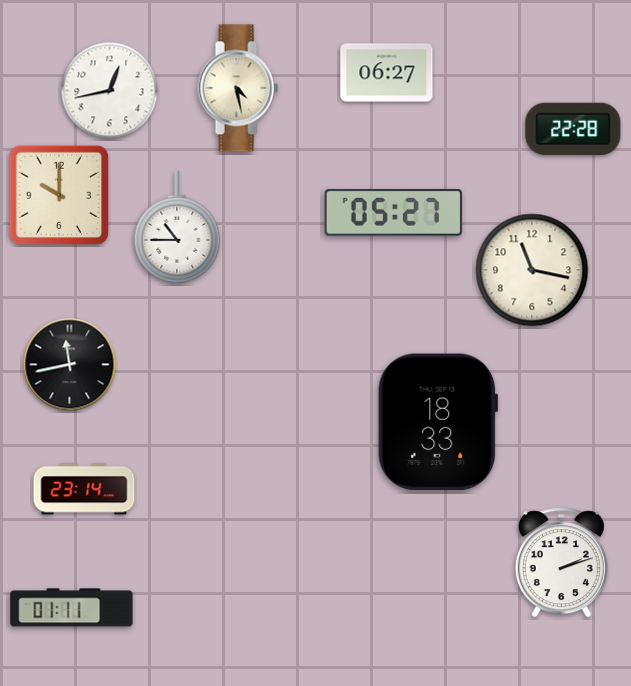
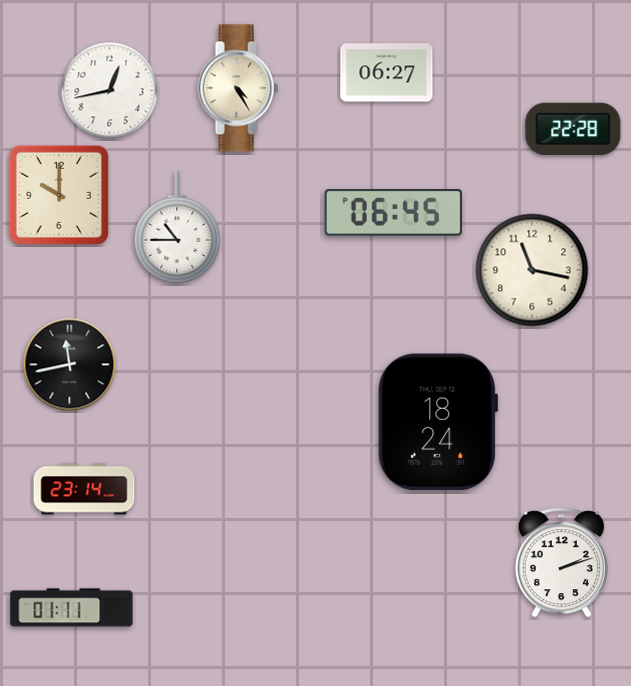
clock at (238, 88): 4:28 -> 4:25
clock at (394, 213): 05:27 -> 06:45
clock at (438, 422): 18:33 -> 18:24
